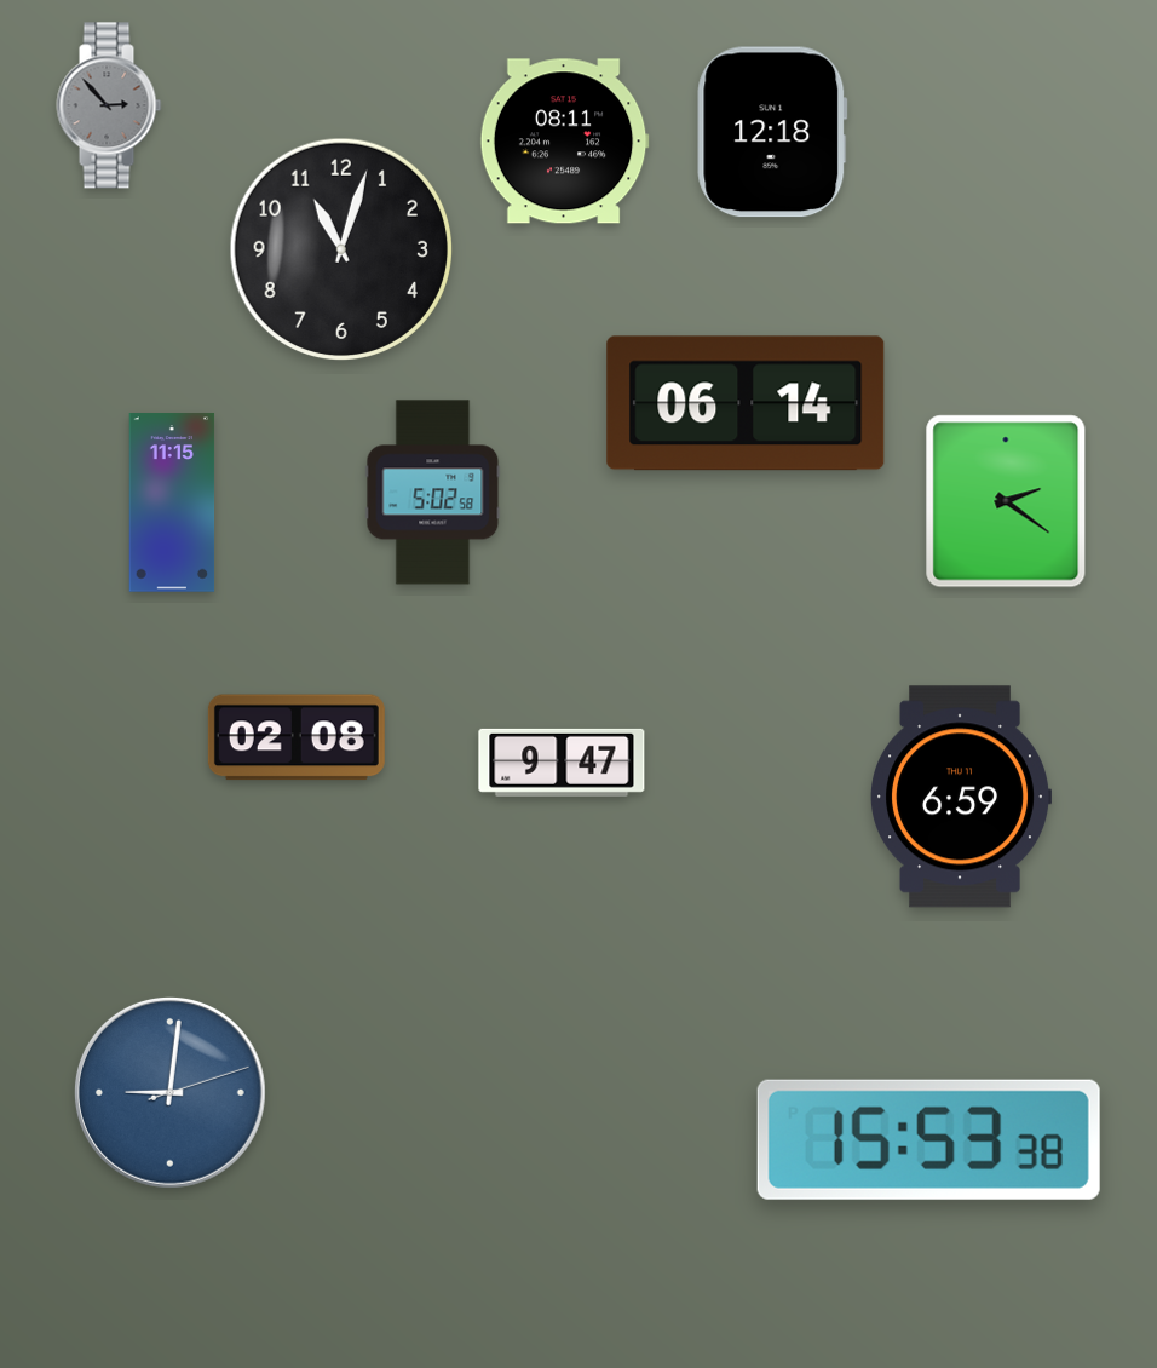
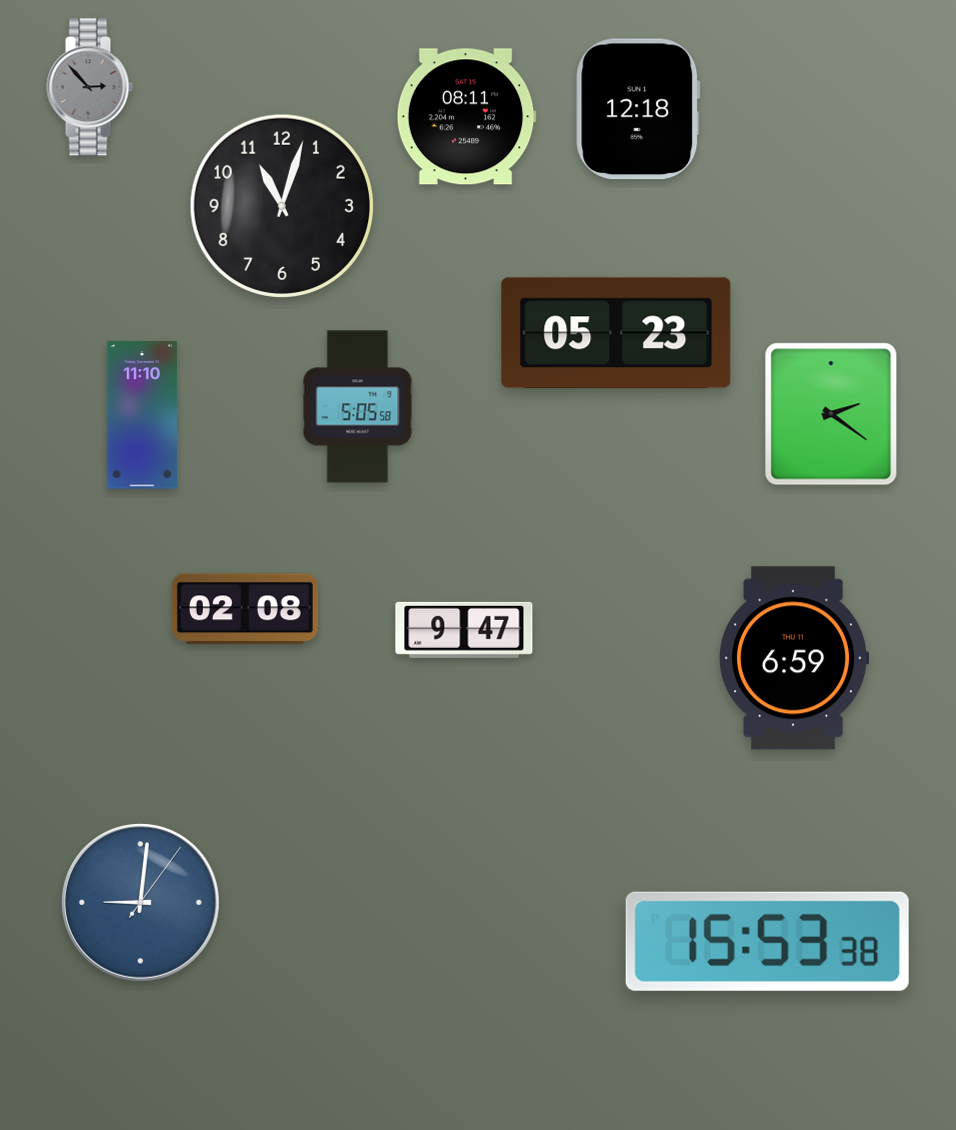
clock at (746, 403): 06:14 -> 05:23
clock at (433, 493): 5:02 -> 5:05
clock at (172, 502): 11:15 -> 11:10
clock at (169, 1092): 9:01:12 -> 9:01:06
